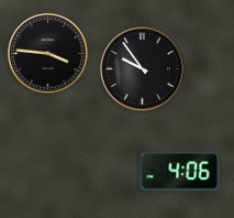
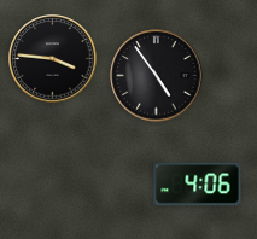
clock at (143, 69): 9:54 -> 4:54
clock at (180, 172) position: (180, 172) -> (198, 185)
